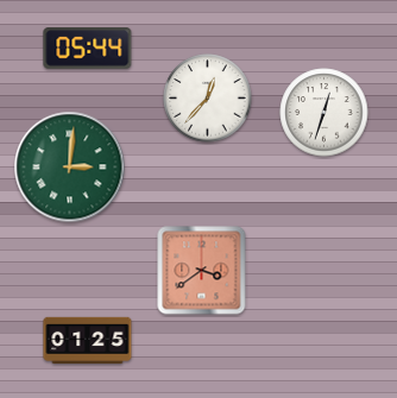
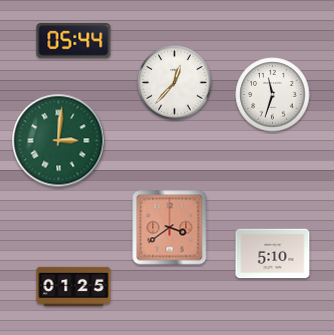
clock at (324, 113): 12:33 -> 11:33
clock at (273, 254): none -> 5:10
